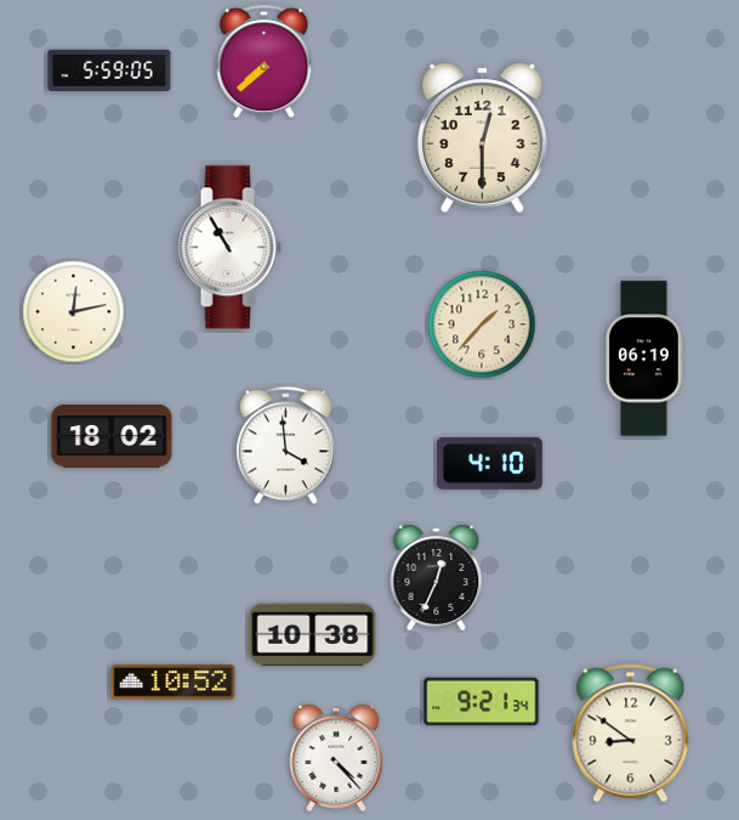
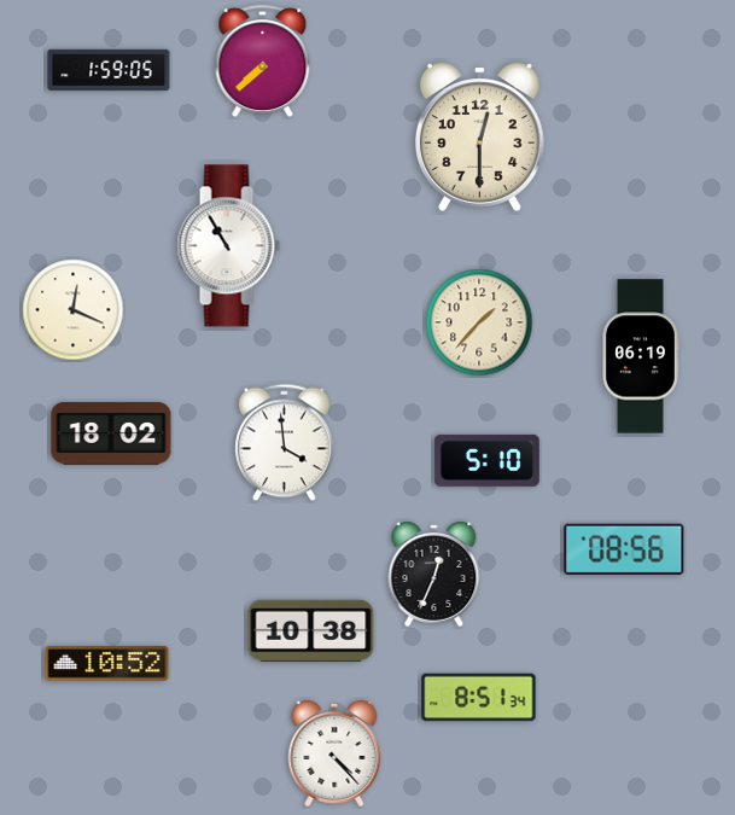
clock at (109, 70): 5:59 -> 1:59
clock at (74, 312): 12:13 -> 12:19
clock at (489, 463): 4:10 -> 5:10
clock at (624, 549): none -> 08:56
clock at (174, 683) position: (174, 683) -> (107, 664)
clock at (482, 702): 9:21 -> 8:51
clock at (631, 734): 8:51 -> none
